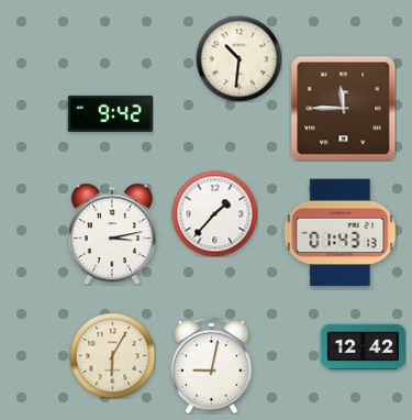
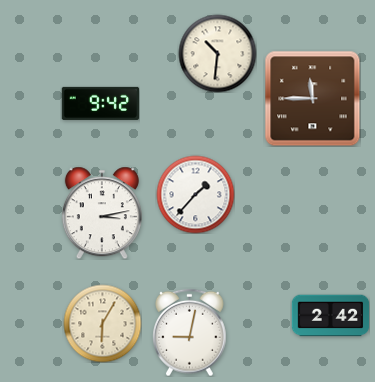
clock at (341, 233): 01:43 -> none
clock at (363, 347): 12:42 -> 2:42
clock at (212, 365) position: (212, 365) -> (190, 332)
